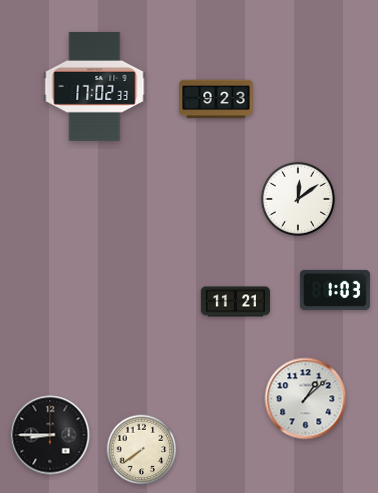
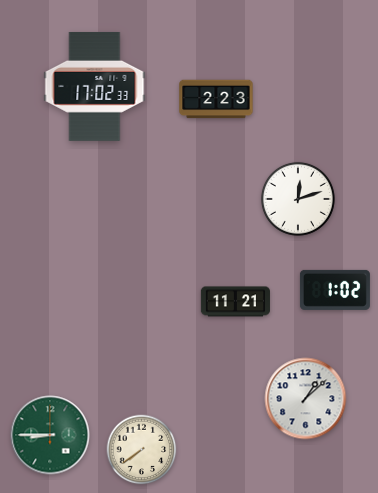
clock at (216, 99): 9:23 -> 2:23
clock at (298, 199): 12:09 -> 12:12
clock at (335, 290): 1:03 -> 1:02
clock at (50, 435) dial: black -> green
